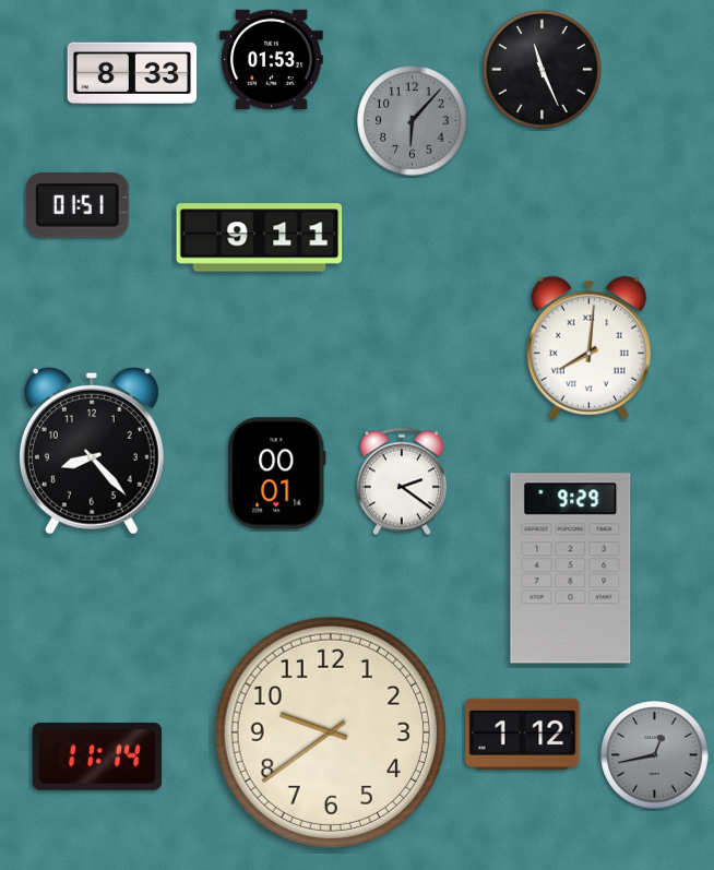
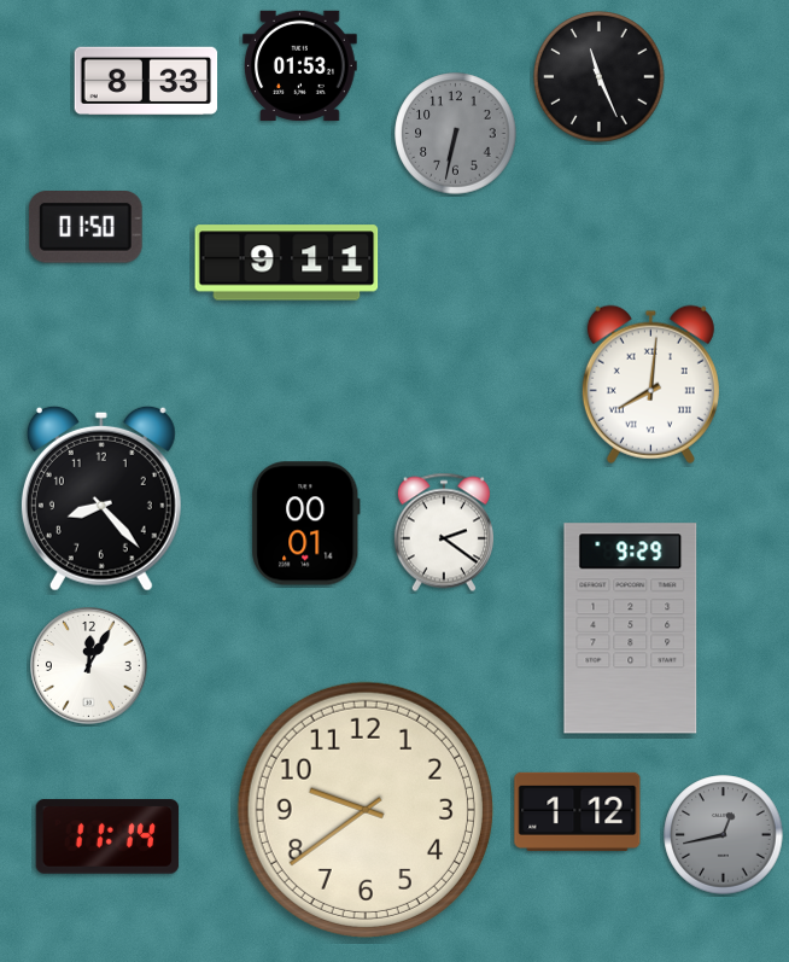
clock at (413, 121): 6:07 -> 6:32
clock at (78, 206): 01:51 -> 01:50
clock at (89, 666): none -> 12:05
